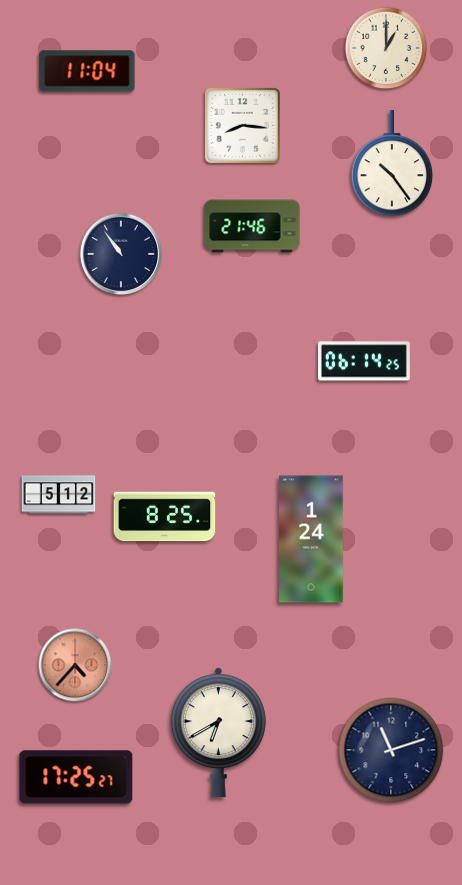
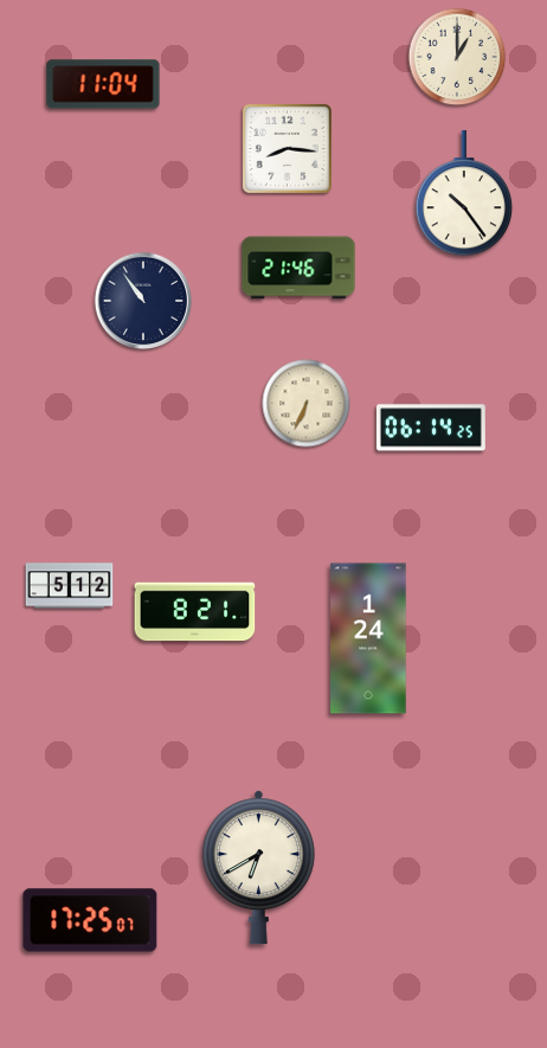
clock at (307, 404): none -> 6:34
clock at (165, 517): 8:25 -> 8:21
clock at (75, 665): 4:37 -> none
clock at (391, 750): 11:12 -> none
clock at (76, 777): 17:25:27 -> 17:25:07
